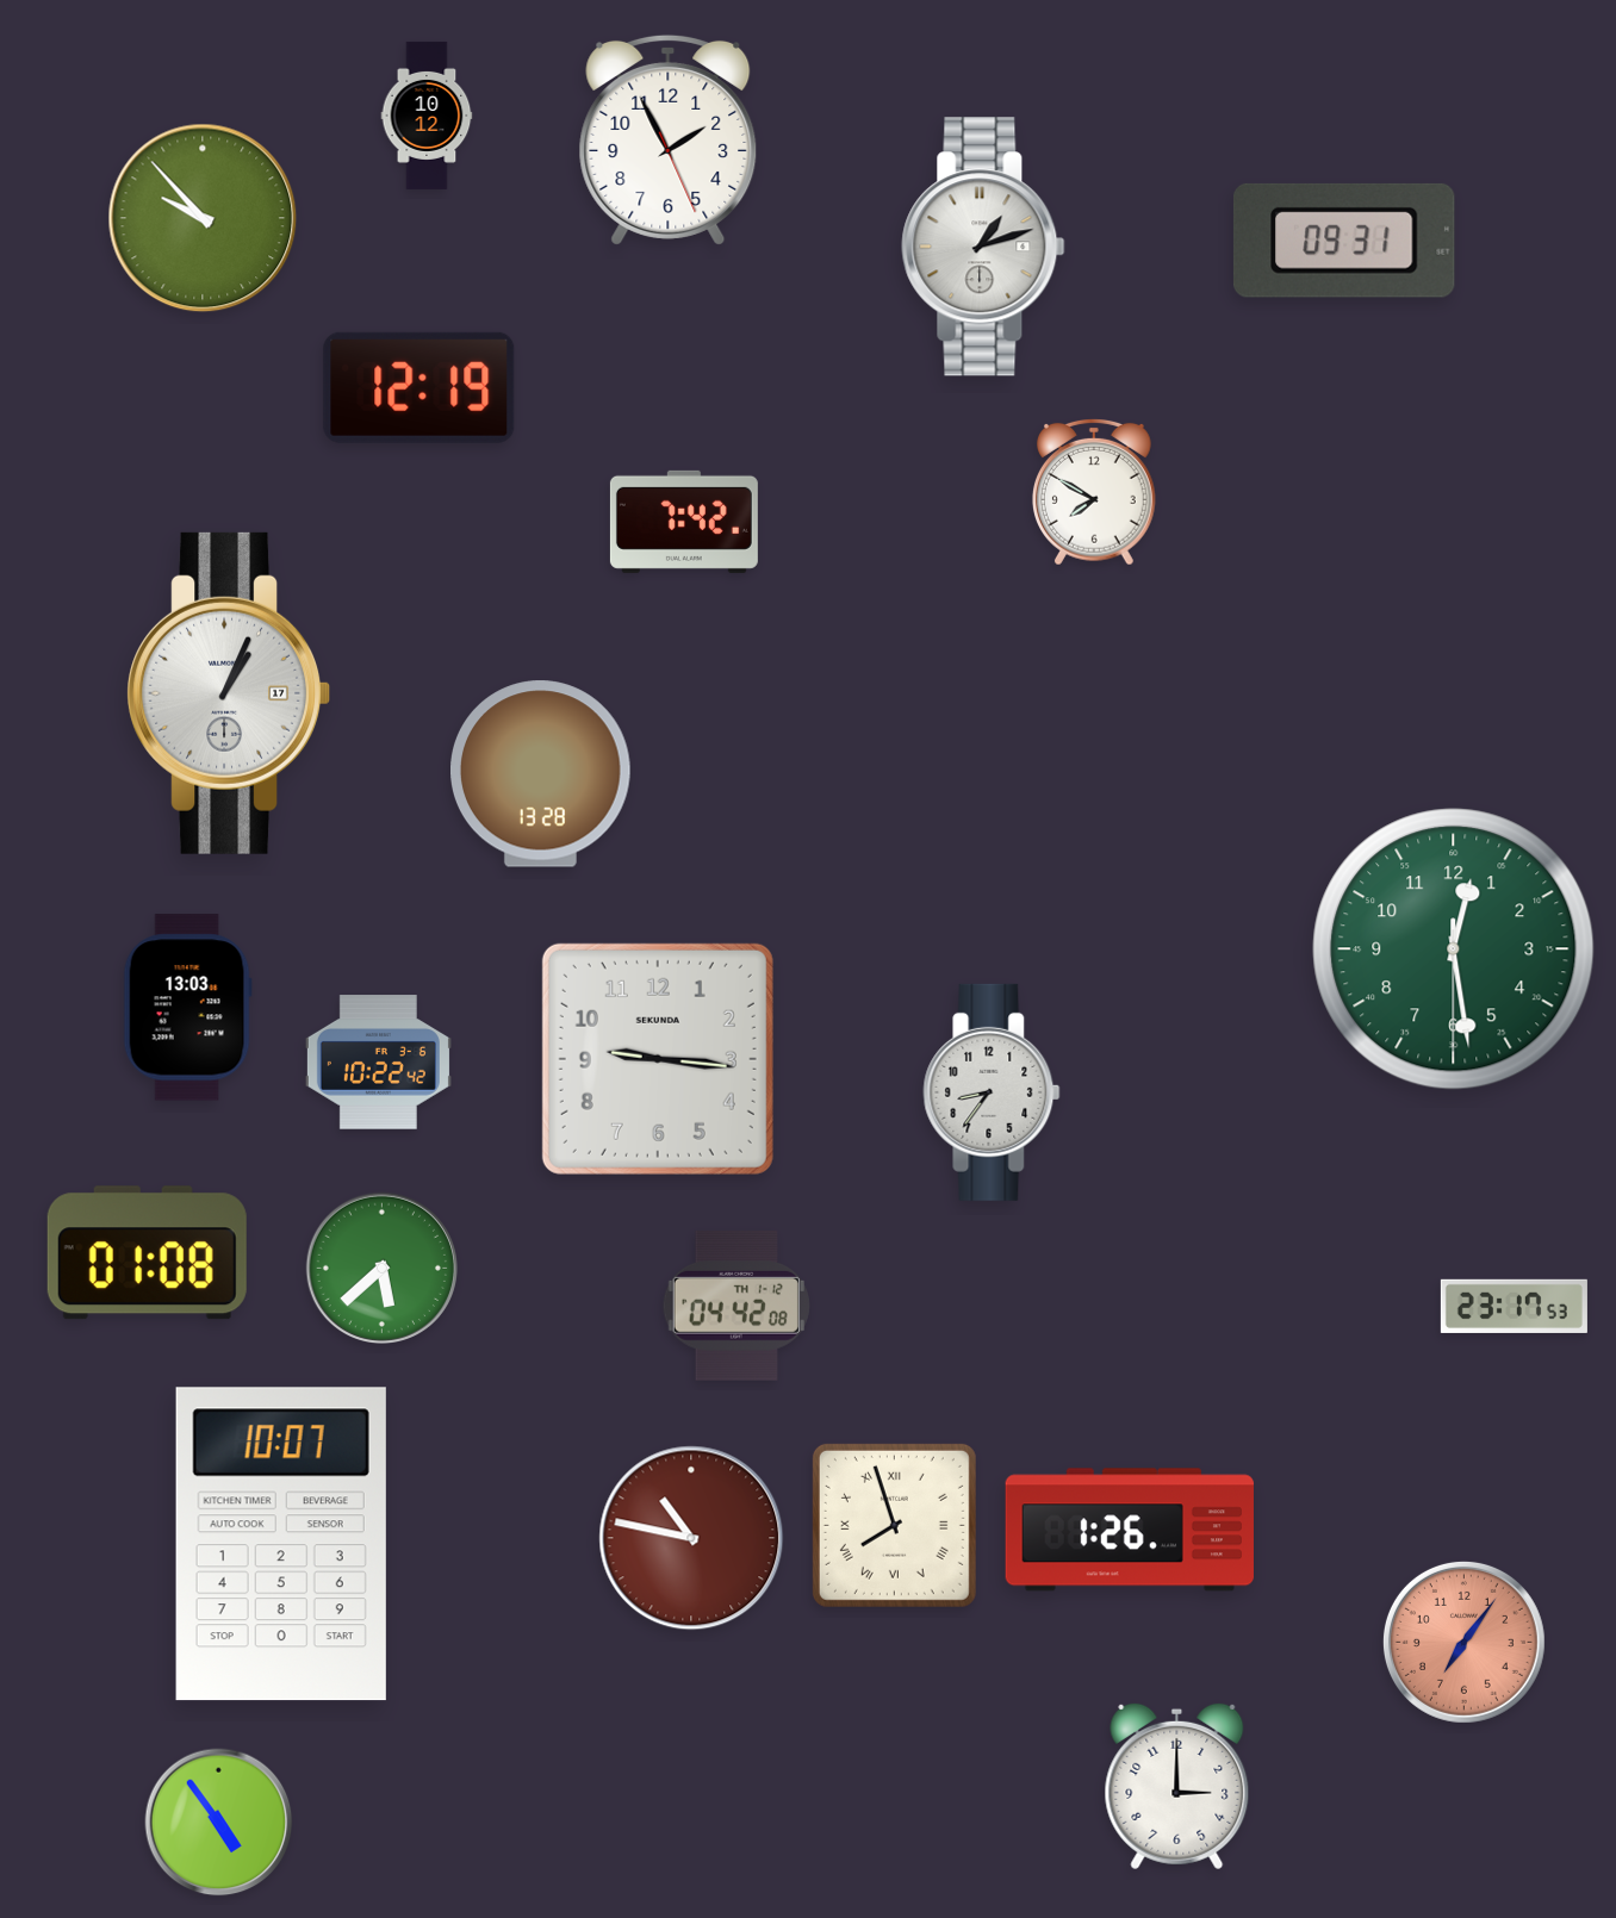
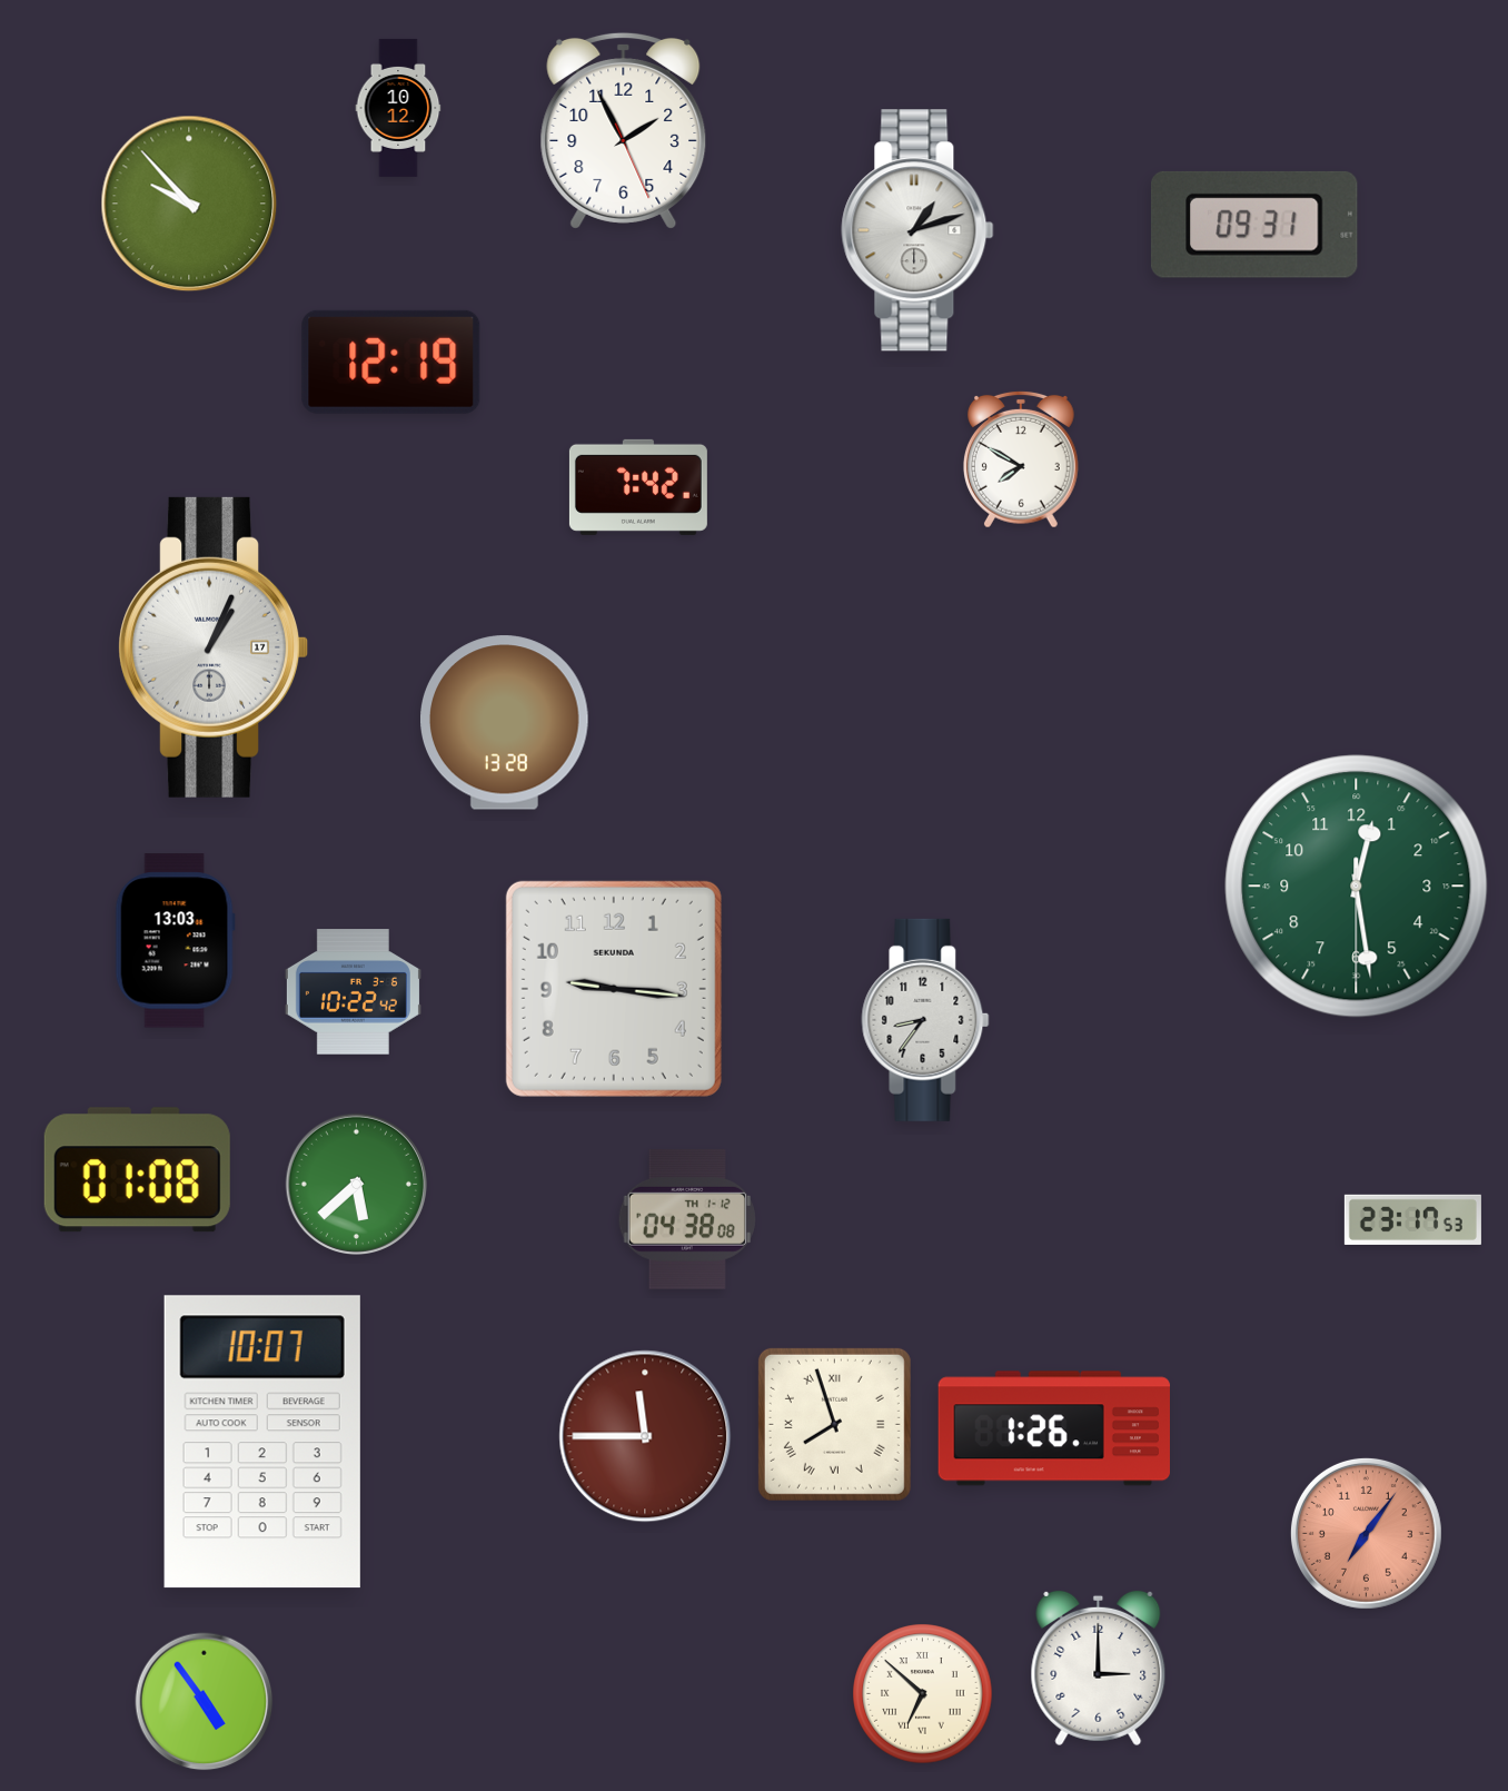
clock at (736, 1306): 04:42 -> 04:38
clock at (691, 1538): 10:47 -> 11:45
clock at (923, 1694): none -> 6:52
